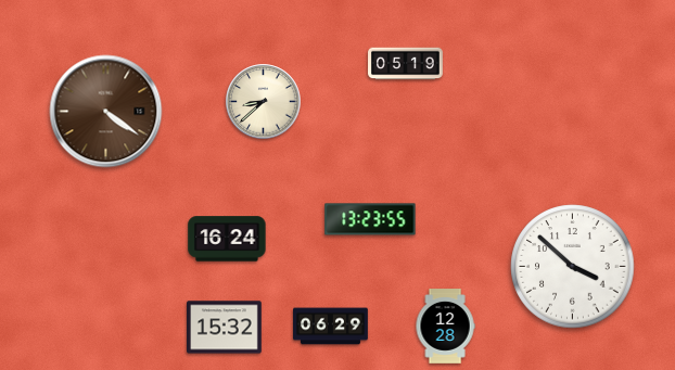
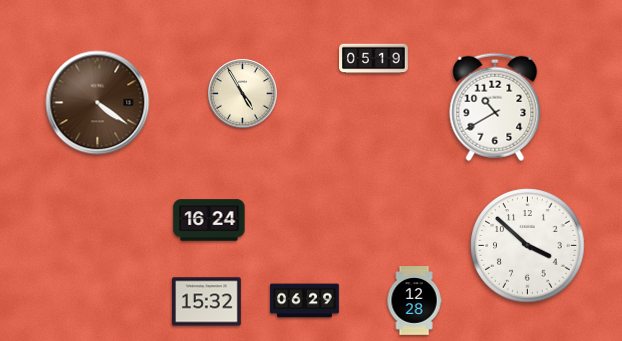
clock at (264, 102): 8:38 -> 4:55
clock at (495, 107): none -> 10:40
clock at (370, 219): 13:23 -> none
clock at (445, 327) position: (445, 327) -> (414, 301)
